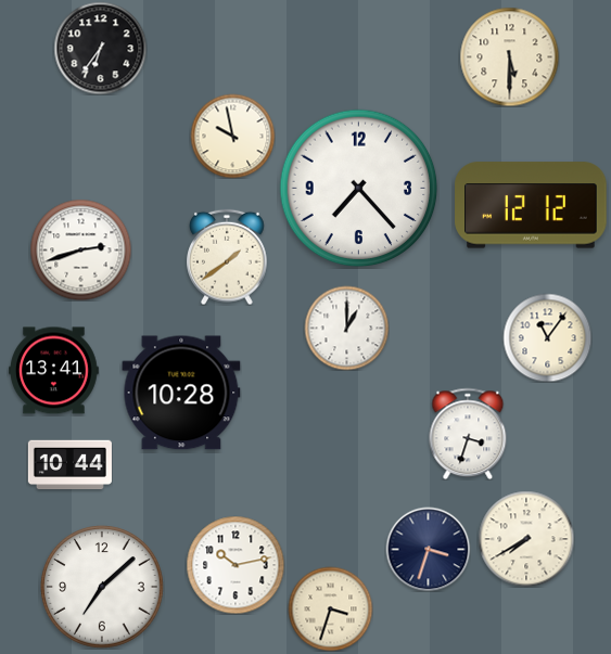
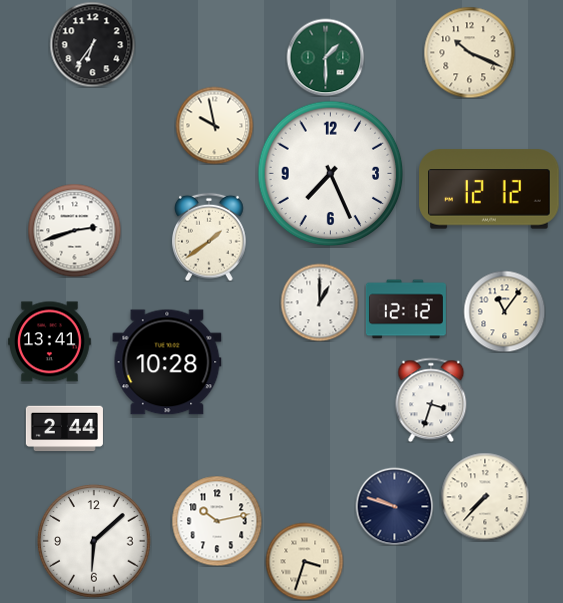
clock at (509, 56): 5:30 -> 10:19
clock at (325, 57): none -> 1:30
clock at (359, 189): 7:23 -> 7:26
clock at (406, 309): none -> 12:12
clock at (69, 465): 10:44 -> 2:44
clock at (526, 539): 7:40 -> 7:37
clock at (428, 549): 3:33 -> 9:48
clock at (102, 587): 7:08 -> 6:08
